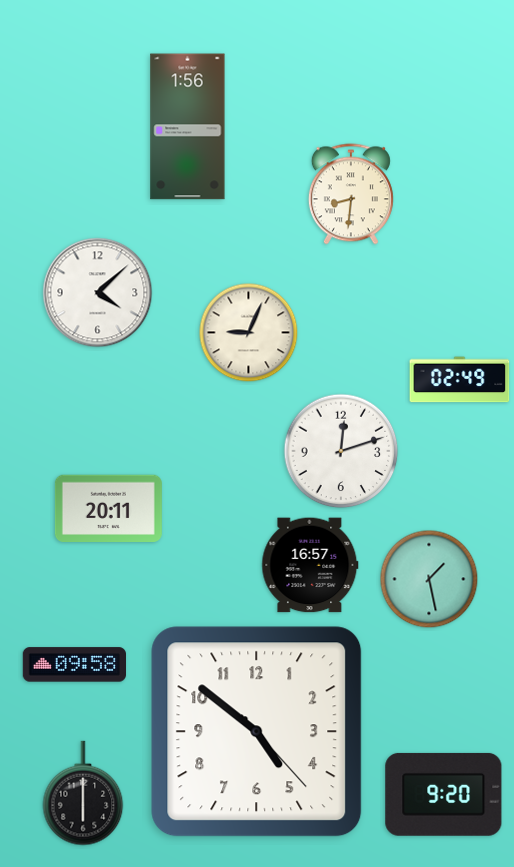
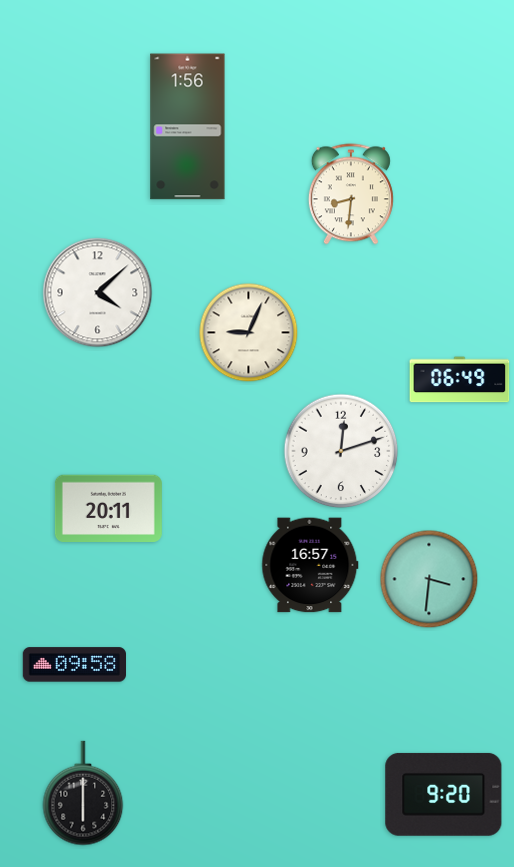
clock at (460, 380): 02:49 -> 06:49
clock at (429, 579): 1:28 -> 3:31
clock at (257, 732): 4:51 -> none
